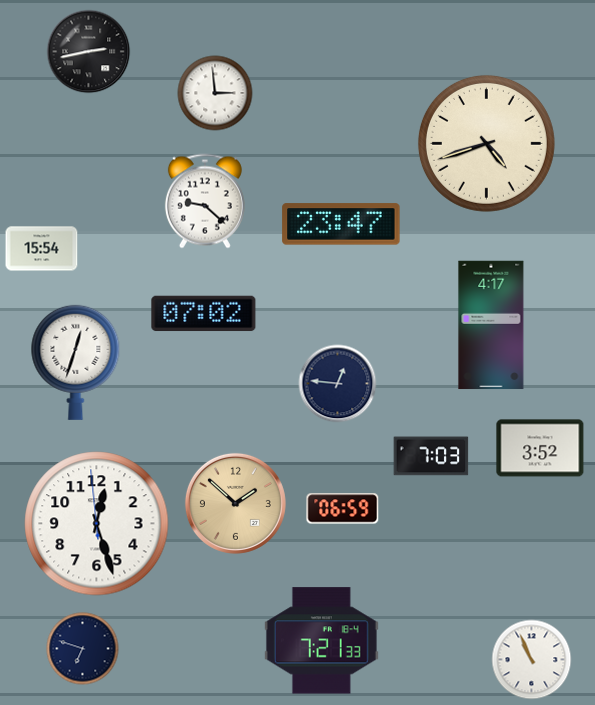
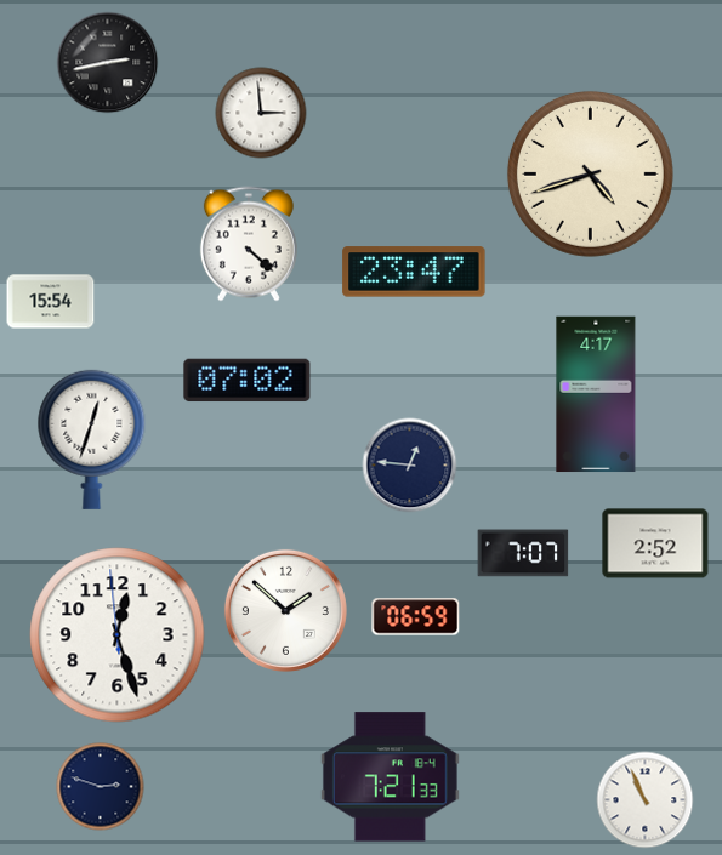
clock at (205, 201): 9:22 -> 4:22
clock at (540, 448): 3:52 -> 2:52
clock at (431, 456): 7:03 -> 7:07
clock at (235, 503) dial: champagne -> white
clock at (83, 649): 6:48 -> 2:48
